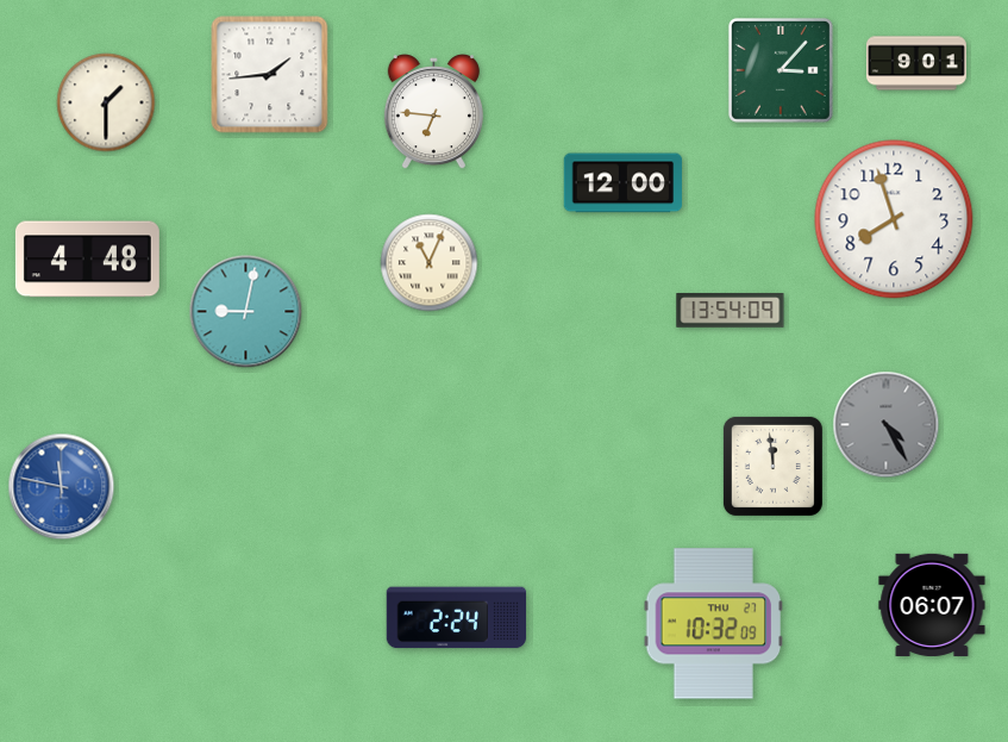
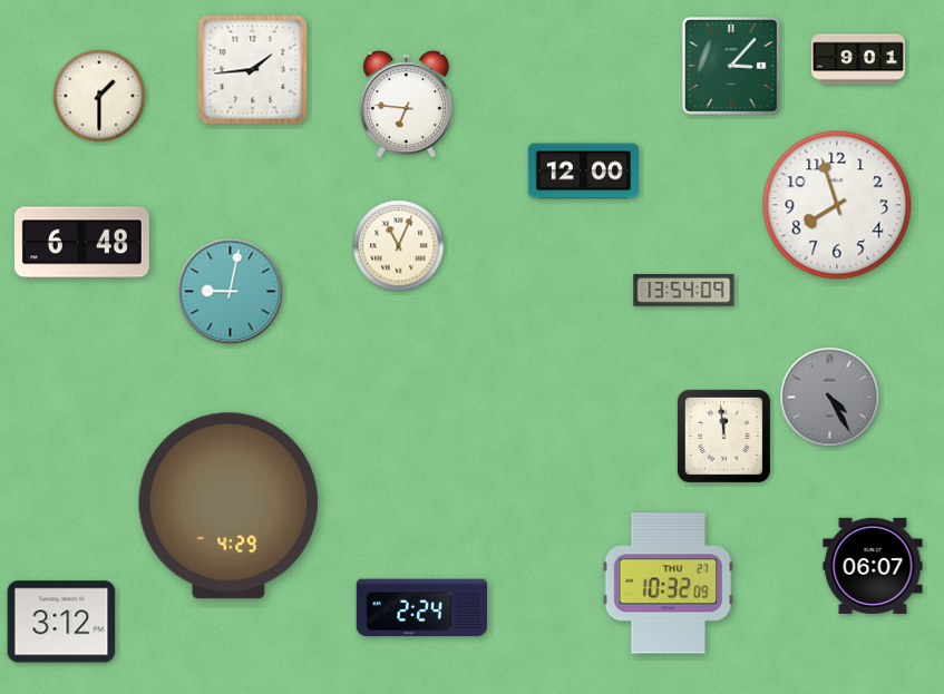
clock at (87, 260): 4:48 -> 6:48
clock at (430, 263) position: (430, 263) -> (399, 246)
clock at (62, 487): 11:47 -> none
clock at (228, 506): none -> 4:29
clock at (457, 618) position: (457, 618) -> (422, 608)
clock at (61, 622): none -> 3:12
